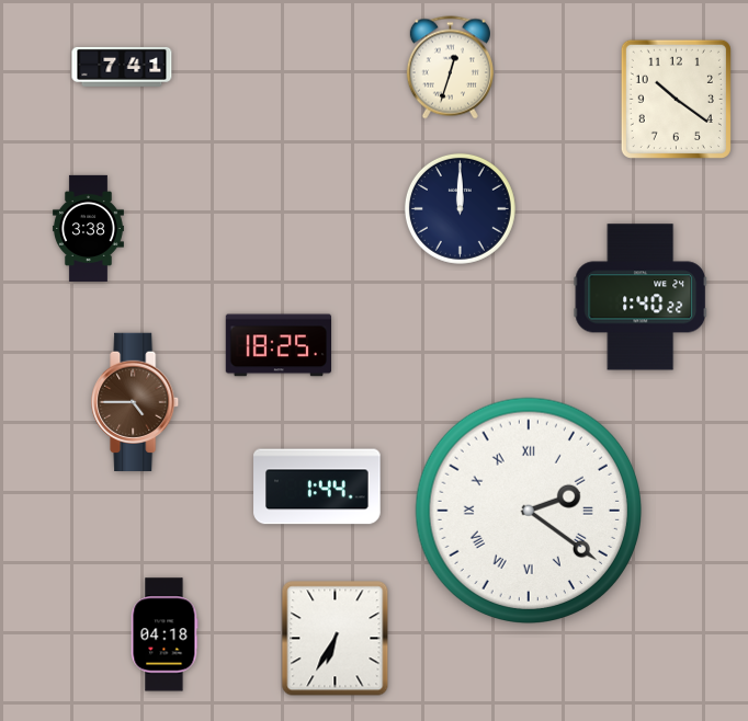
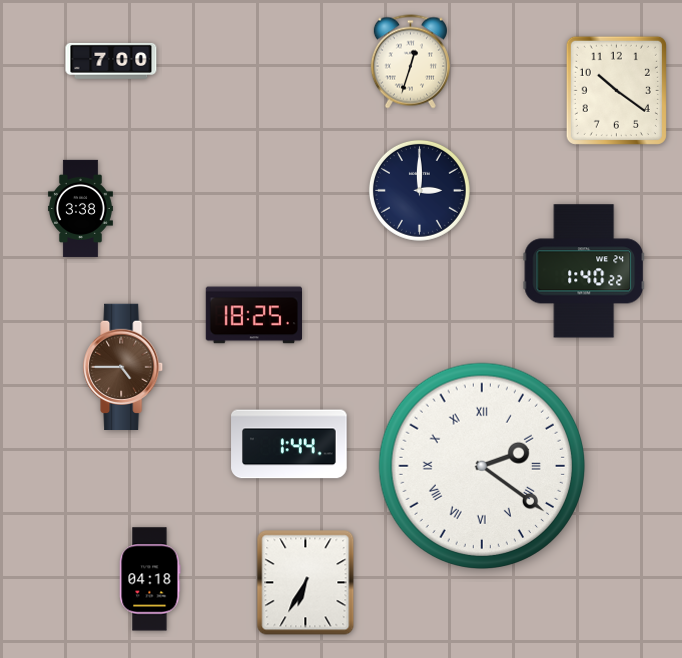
clock at (122, 67): 7:41 -> 7:00
clock at (460, 208): 12:00 -> 3:00
